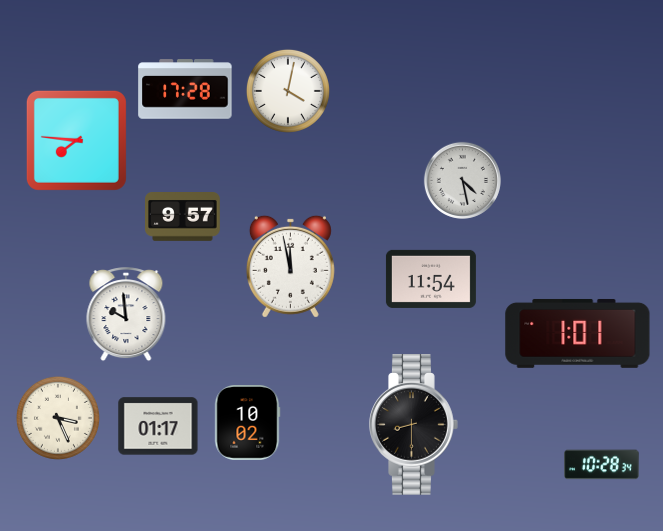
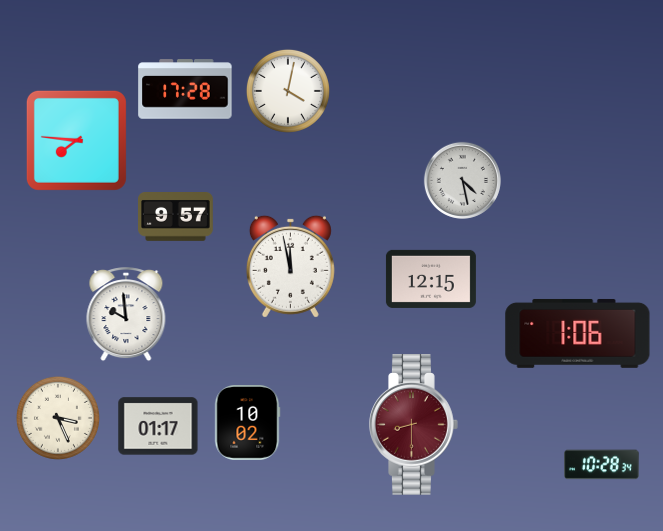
clock at (183, 217) position: (183, 217) -> (176, 217)
clock at (431, 279): 11:54 -> 12:15
clock at (578, 333): 1:01 -> 1:06
clock at (414, 425) dial: black -> burgundy
